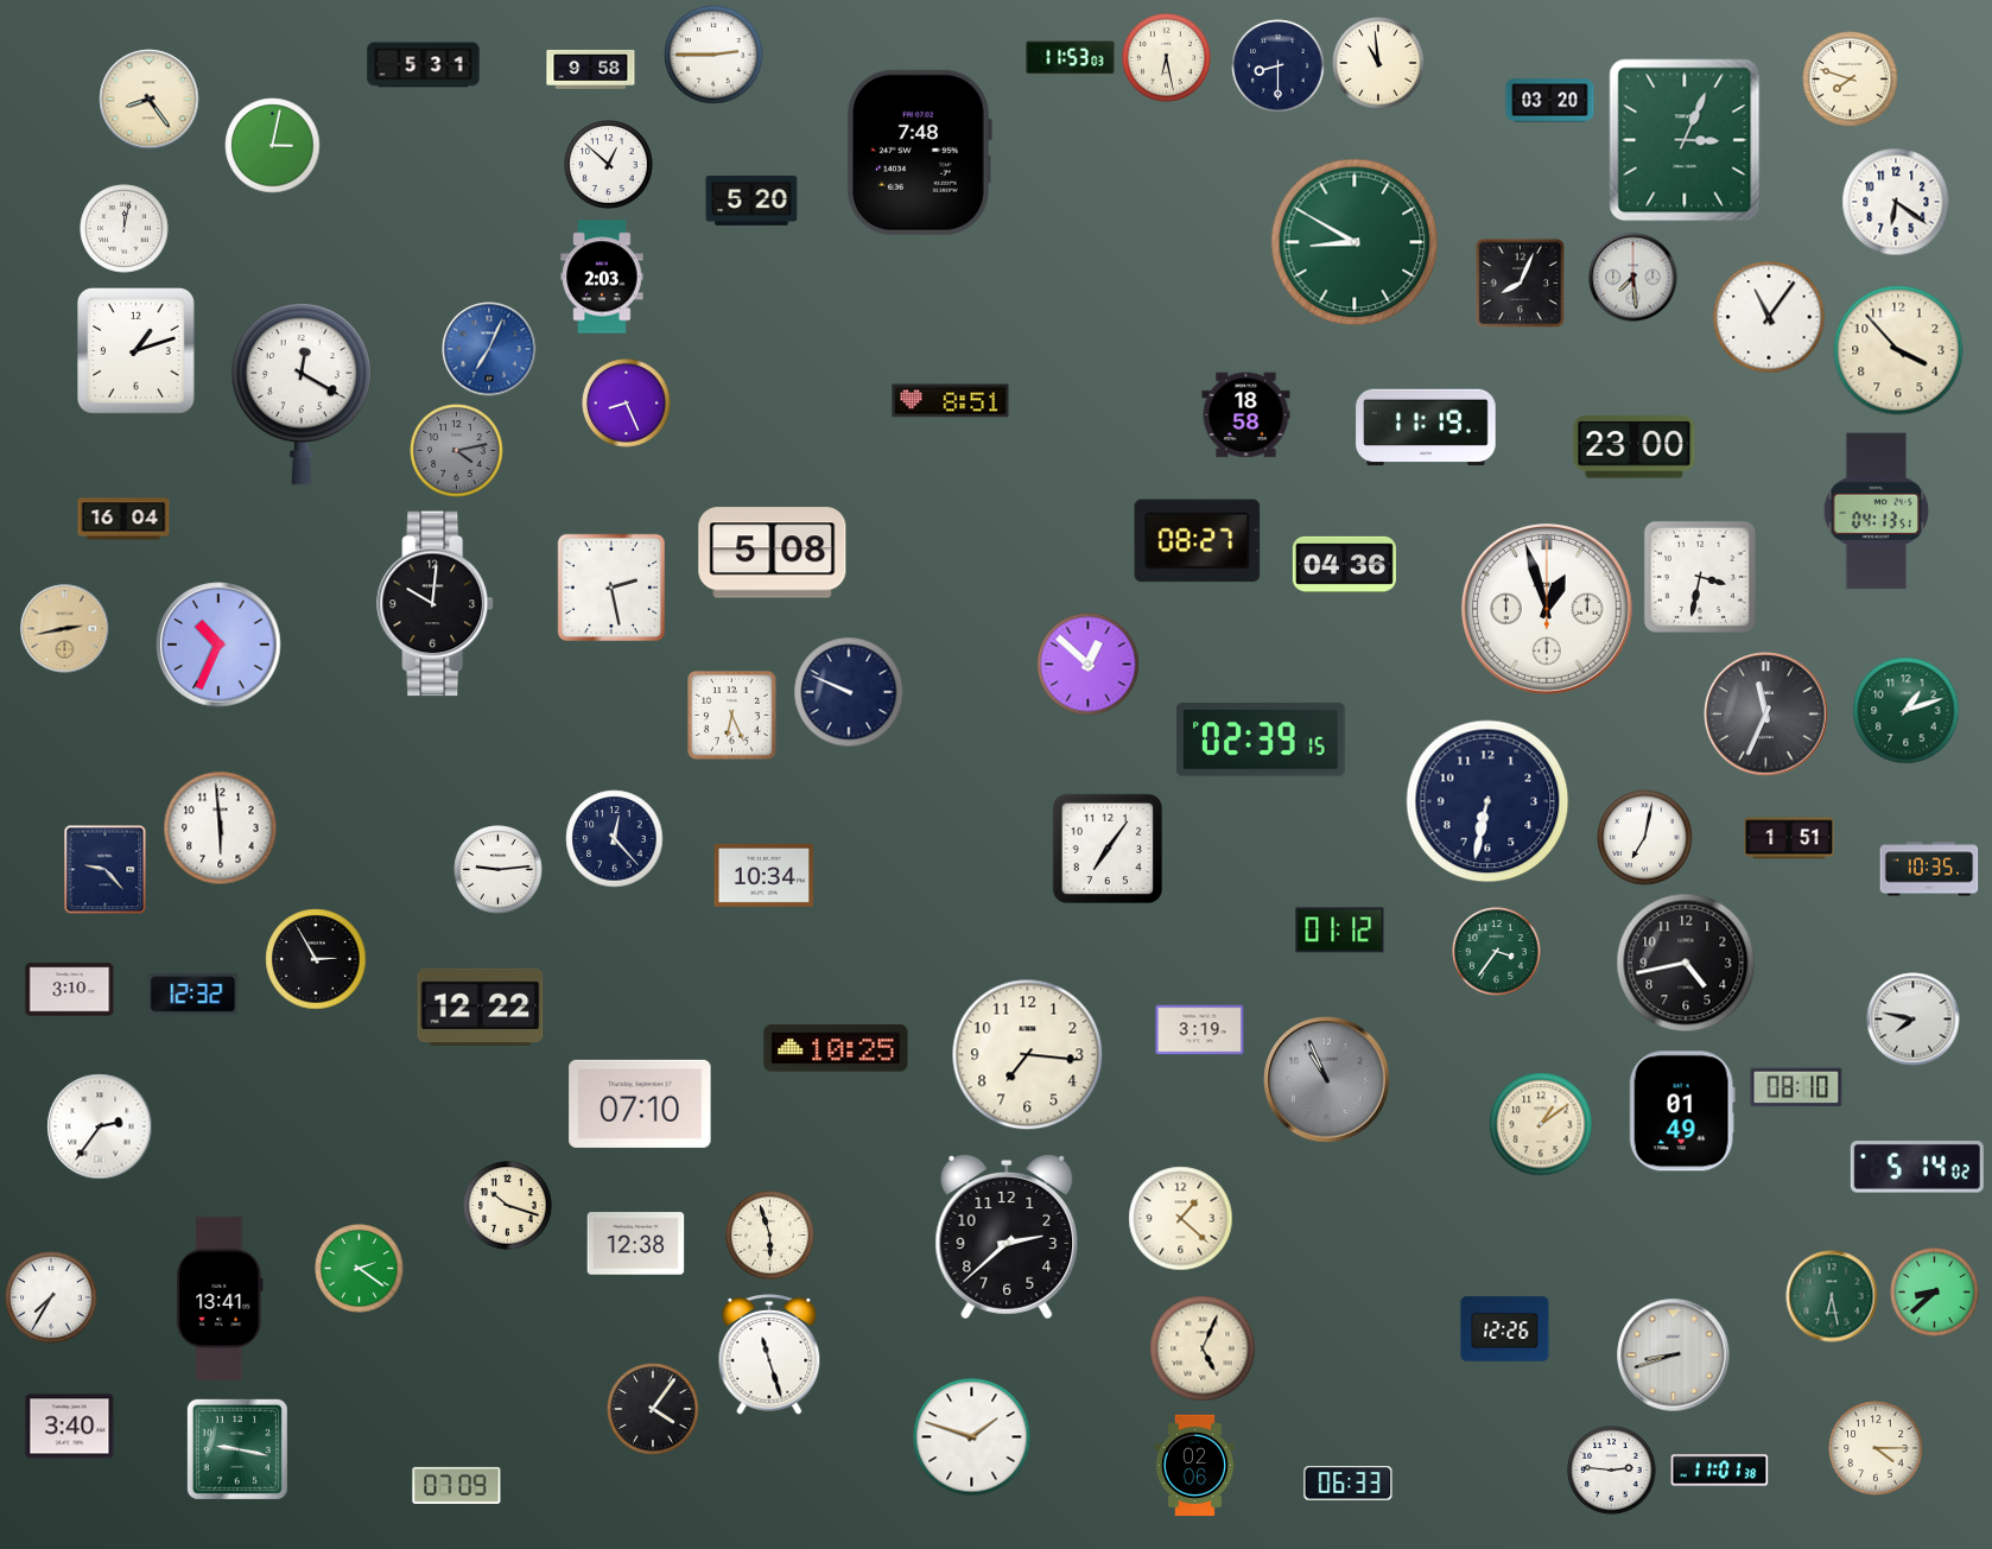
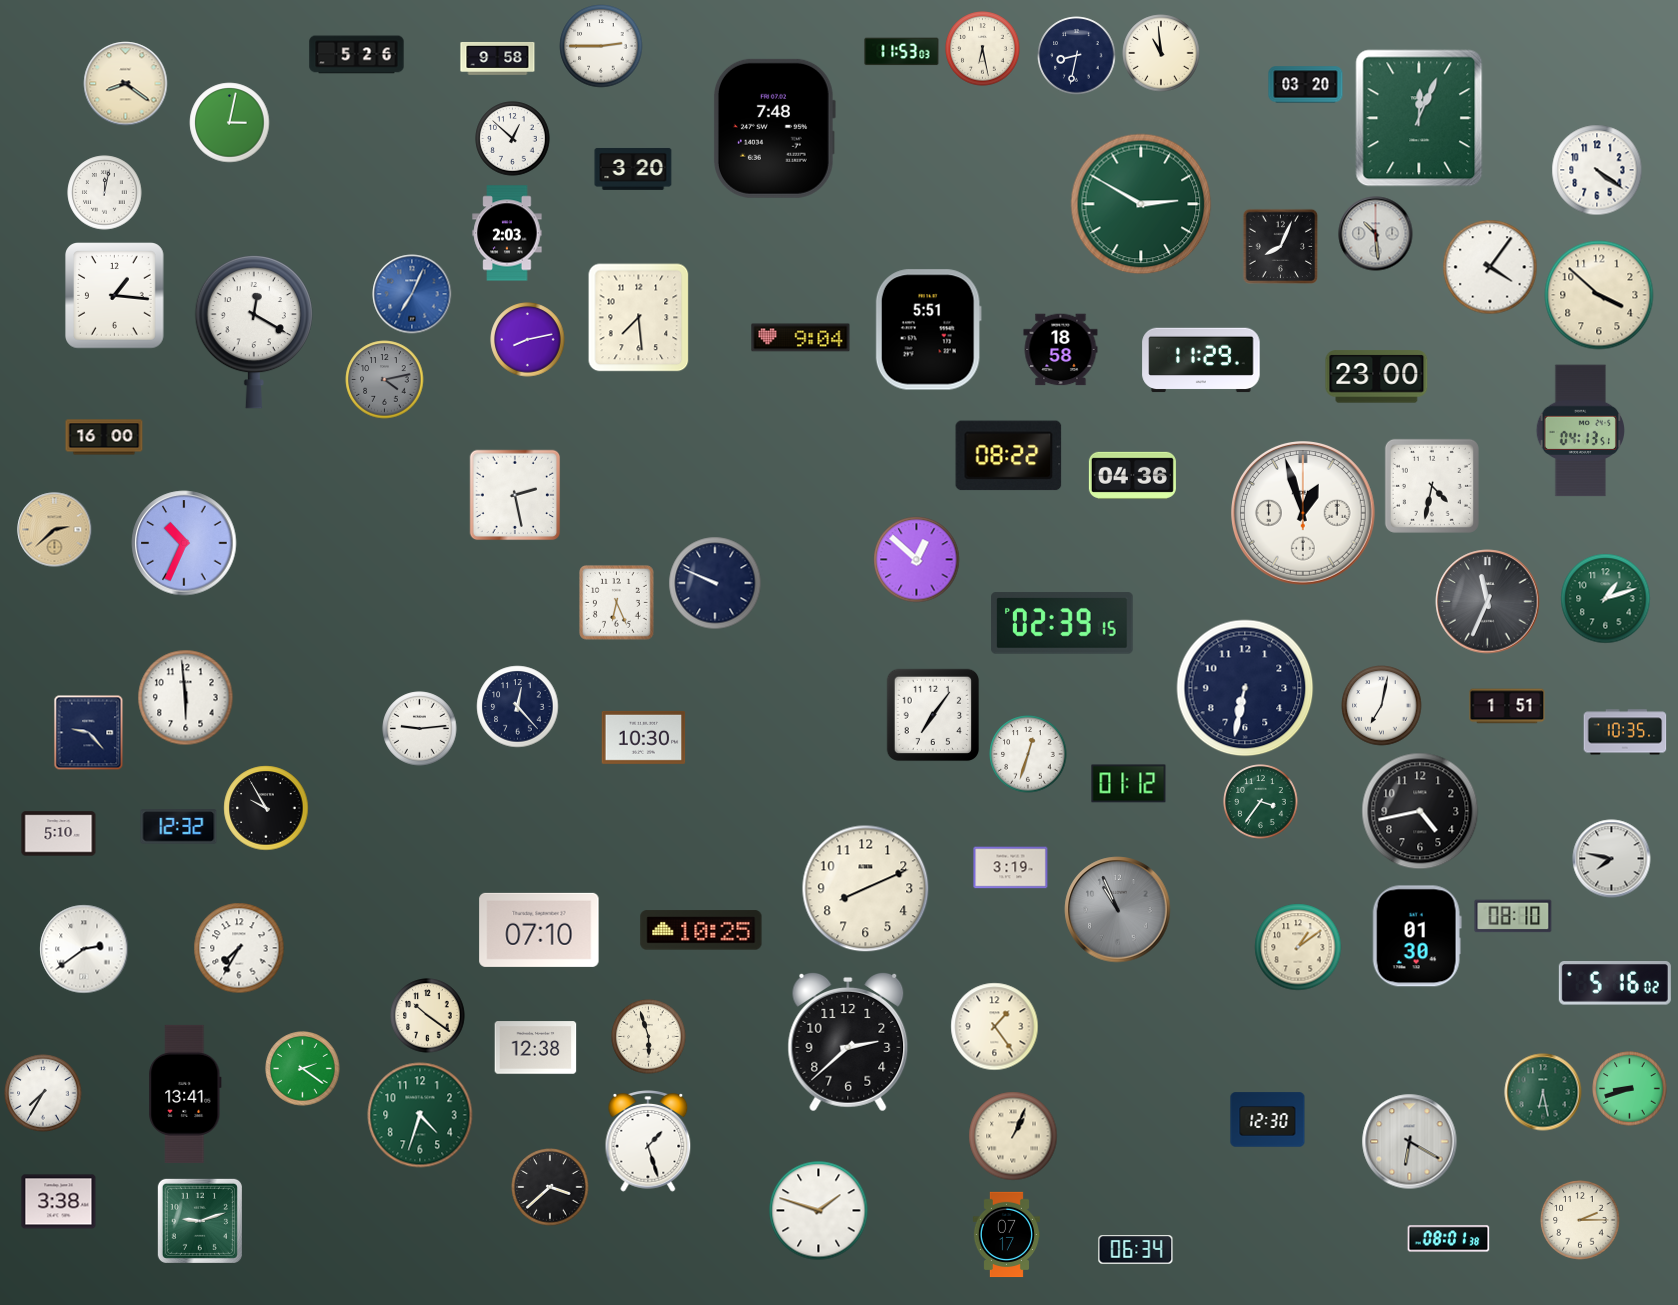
clock at (1071, 58) position: (1071, 58) -> (902, 52)
clock at (424, 65): 5:31 -> 5:26
clock at (1279, 66): 8:30 -> 8:32
clock at (1851, 80): 7:48 -> none
clock at (150, 100): 8:24 -> 8:21
clock at (1685, 140): 3:04 -> 12:04
clock at (751, 201): 5:20 -> 3:20
clock at (1896, 202): 6:21 -> 4:21
clock at (1355, 242): 8:50 -> 2:50
clock at (1633, 278): 7:29 -> 10:29
clock at (1521, 284) position: (1521, 284) -> (1281, 247)
clock at (1769, 317): 11:06 -> 4:06
clock at (1898, 350): 3:53 -> 3:52
clock at (137, 351): 1:12 -> 1:16
clock at (639, 318): none -> 7:29
clock at (928, 330): none -> 5:51
clock at (951, 401): 8:51 -> 9:04
clock at (627, 404): 8:26 -> 8:13
clock at (1246, 415) position: (1246, 415) -> (1061, 350)
clock at (1426, 427): 11:19 -> 11:29
clock at (123, 519): 16:04 -> 16:00
clock at (1198, 541): 08:27 -> 08:22
clock at (773, 553): 5:08 -> none
clock at (1700, 577): 3:32 -> 4:32
clock at (436, 604): 10:01 -> none
clock at (65, 629): 2:43 -> 2:38
clock at (1487, 801) position: (1487, 801) -> (1245, 688)
clock at (1645, 838) position: (1645, 838) -> (1382, 706)
clock at (499, 870) position: (499, 870) -> (420, 729)
clock at (765, 875): 10:34 -> 10:30
clock at (1028, 754): none -> 12:33
clock at (316, 959): 2:55 -> 9:55
clock at (70, 990): 3:10 -> 5:10
clock at (194, 995) position: (194, 995) -> (179, 827)
clock at (481, 1007): 12:22 -> none
clock at (836, 1048) position: (836, 1048) -> (701, 930)
clock at (1028, 1055): 7:16 -> 8:11
clock at (1682, 1111): 01:49 -> 01:30
clock at (239, 948): none -> 7:35
clock at (100, 1126): 2:36 -> 2:39
clock at (1917, 1167): 5:14 -> 5:16
clock at (508, 1206): 10:18 -> 10:21
clock at (1181, 1219): 1:22 -> 1:24
clock at (770, 1236) position: (770, 1236) -> (649, 1037)
clock at (1935, 1293): 8:38 -> 8:42
clock at (420, 1115): none -> 4:33
clock at (1505, 1329): 12:26 -> 12:30
clock at (1203, 1348): 5:04 -> 1:04
clock at (769, 1354): 11:27 -> 1:27
clock at (1674, 1356): 8:42 -> 6:20
clock at (653, 1409): 4:06 -> 3:38
clock at (70, 1427): 3:40 -> 3:38
clock at (1876, 1448): 4:15 -> 2:15
clock at (237, 1449): 9:17 -> 9:12
clock at (1194, 1466): 02:06 -> 07:17
clock at (1612, 1471): 2:46 -> none
clock at (1720, 1471): 11:01 -> 08:01
clock at (1349, 1484): 06:33 -> 06:34
clock at (457, 1485): 07:09 -> none
